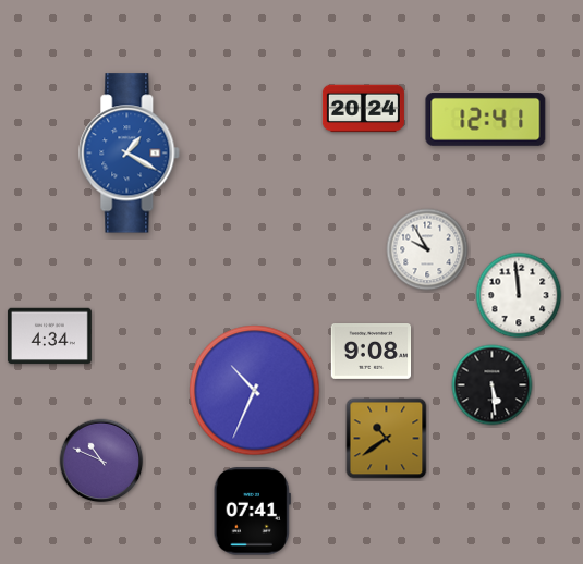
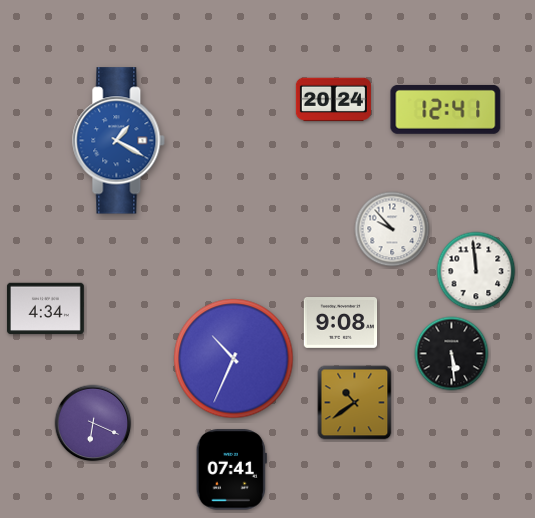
clock at (427, 249): 9:55 -> 9:53
clock at (101, 461): 10:49 -> 6:19
